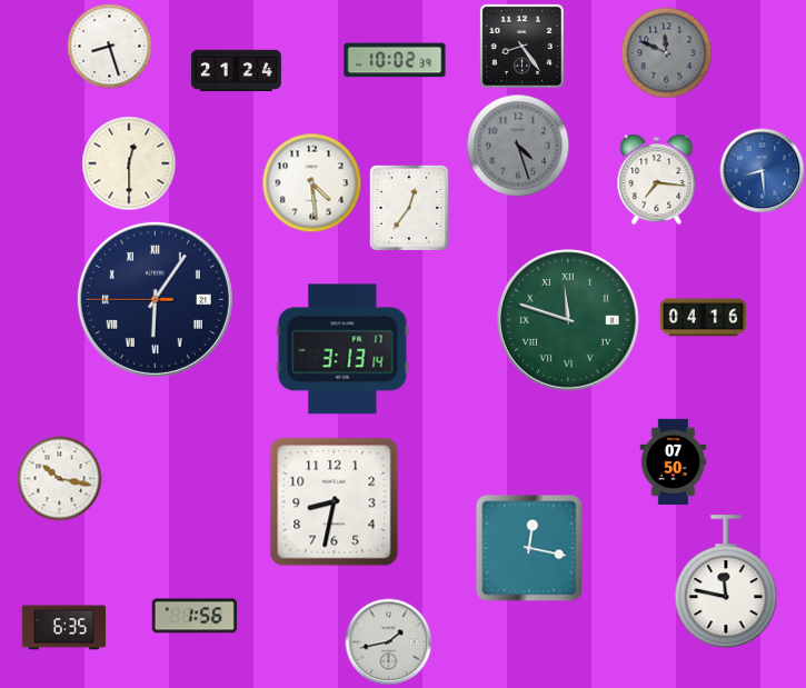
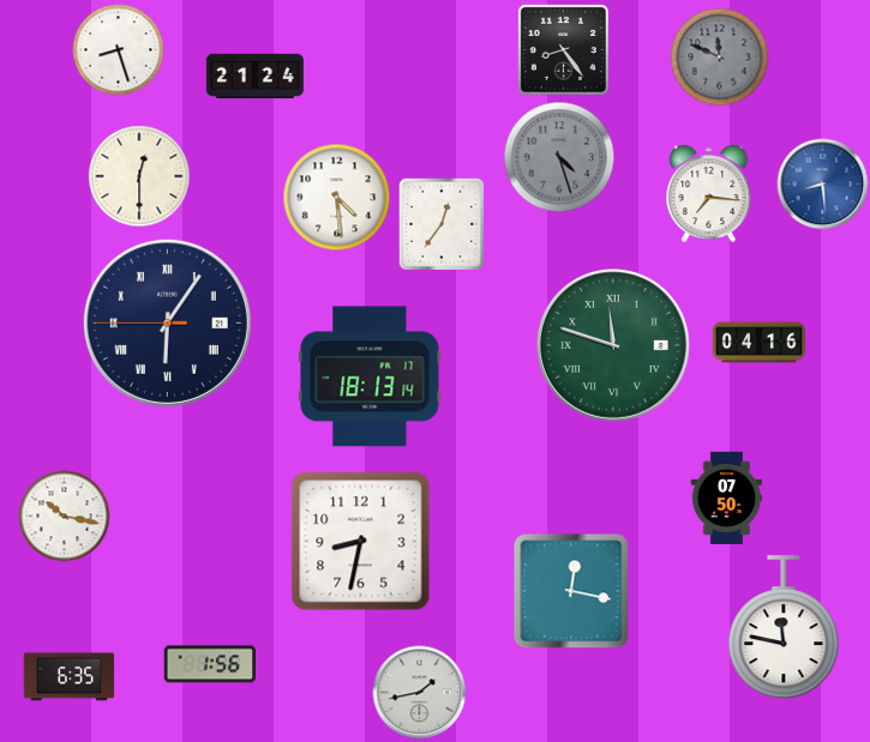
clock at (395, 60): 10:02 -> none
clock at (342, 349): 3:13 -> 18:13
